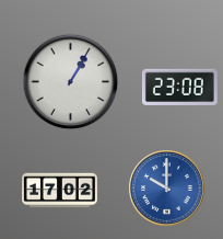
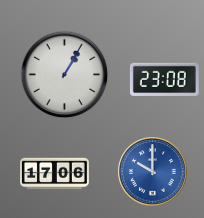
clock at (60, 191): 17:02 -> 17:06
